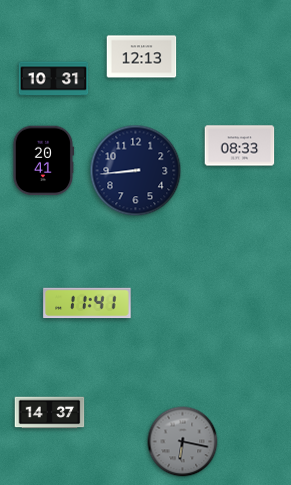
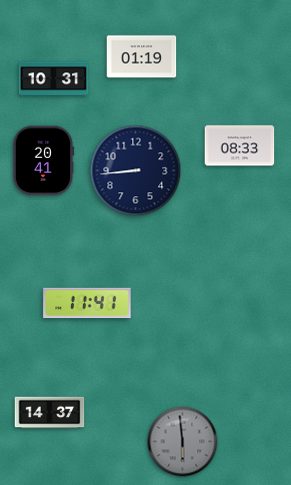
clock at (142, 57): 12:13 -> 01:19
clock at (183, 442): 6:17 -> 5:59
